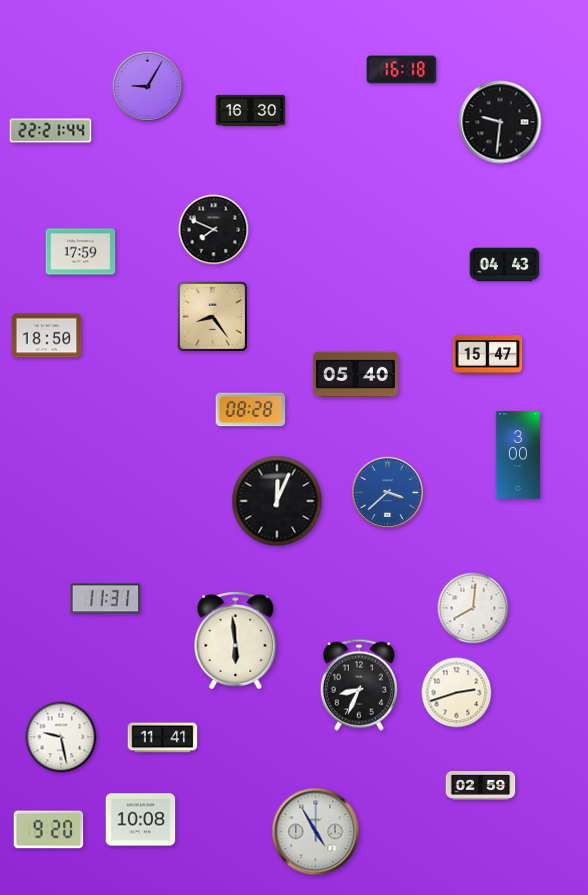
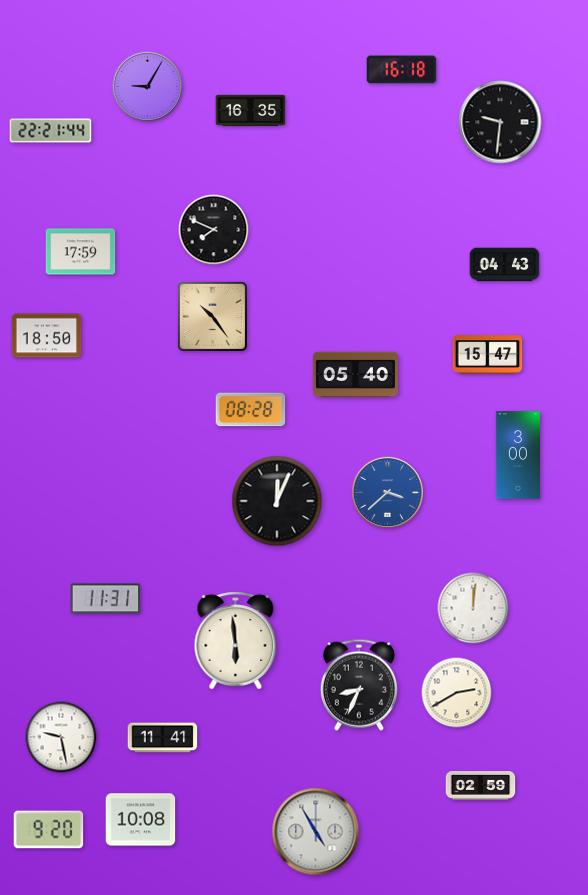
clock at (251, 110): 16:30 -> 16:35
clock at (212, 316): 8:24 -> 10:24
clock at (473, 608): 8:01 -> 12:01
clock at (457, 693): 2:42 -> 2:40
